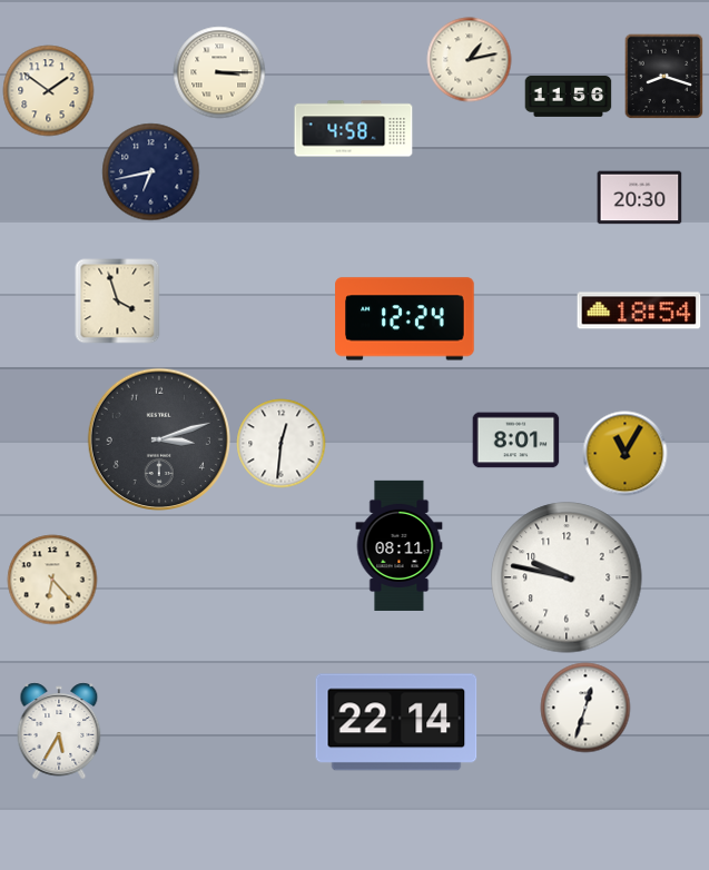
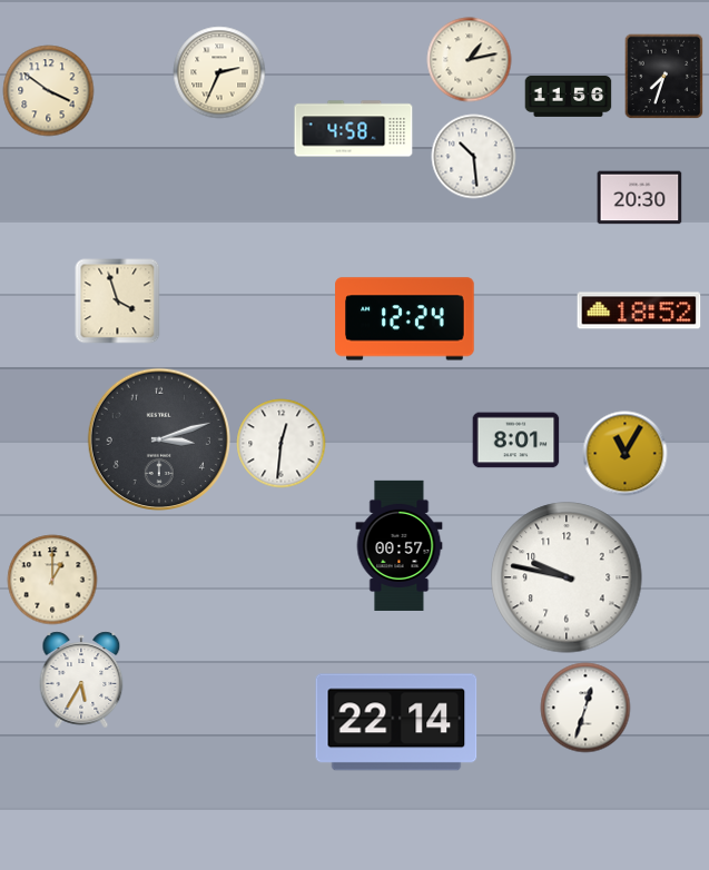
clock at (219, 72): 3:15 -> 2:34
clock at (664, 76): 8:18 -> 7:33
clock at (49, 91): 1:51 -> 3:51
clock at (474, 157): none -> 10:29
clock at (151, 172): 6:43 -> none
clock at (639, 310): 18:54 -> 18:52
clock at (400, 545): 08:11 -> 00:57
clock at (52, 580): 6:23 -> 1:00
clock at (59, 731) position: (59, 731) -> (81, 680)
